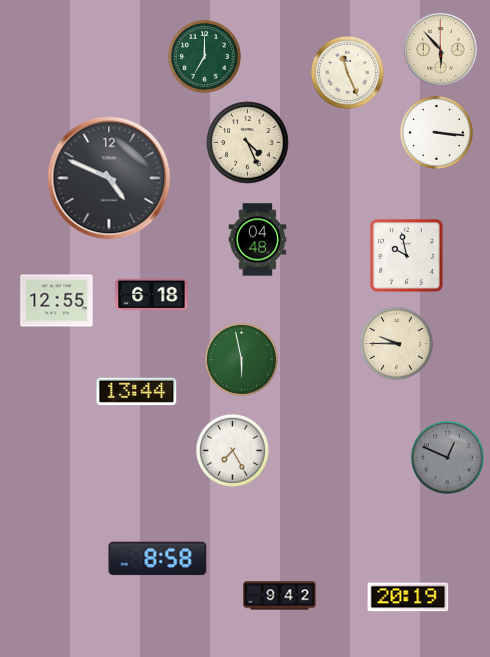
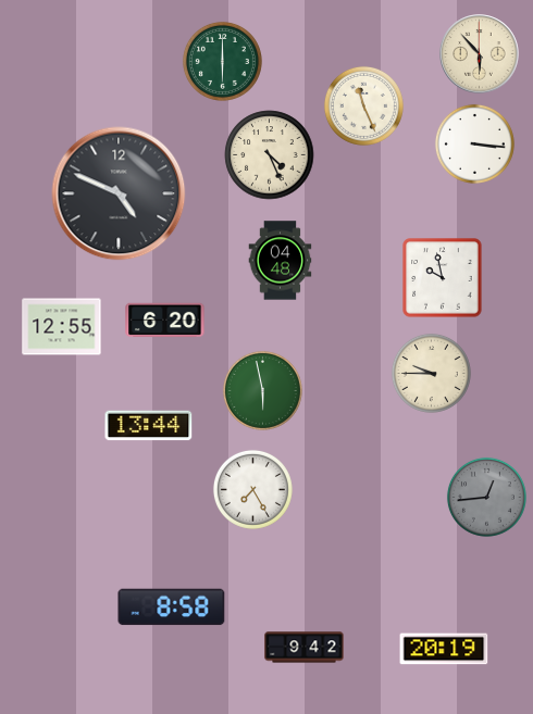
clock at (204, 56): 7:00 -> 6:00
clock at (347, 72) position: (347, 72) -> (363, 105)
clock at (152, 295): 6:18 -> 6:20
clock at (447, 457): 12:49 -> 12:44
